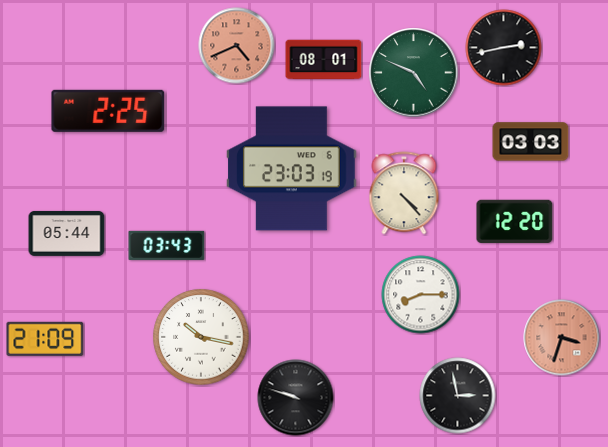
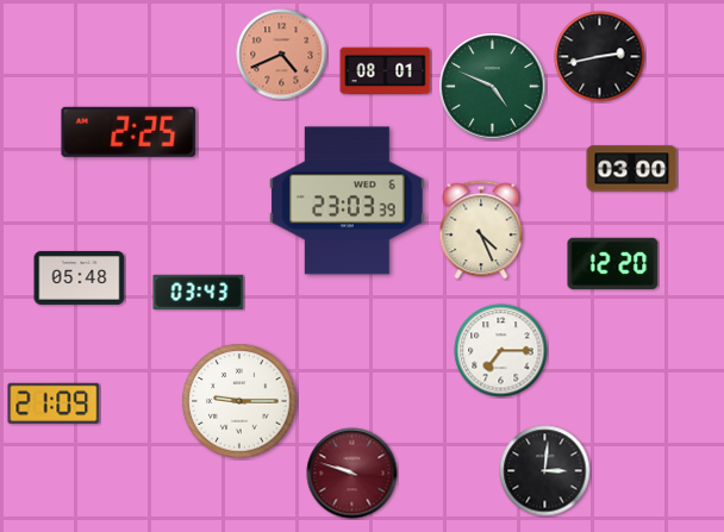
clock at (531, 142): 03:03 -> 03:00
clock at (292, 169): 23:03:19 -> 23:03:39
clock at (404, 193): 4:23 -> 4:26
clock at (67, 233): 05:44 -> 05:48
clock at (421, 295): 8:15 -> 7:15
clock at (201, 337): 10:17 -> 9:15
clock at (562, 338): 3:33 -> none
clock at (458, 396): 2:58 -> 3:01
clock at (296, 398) dial: black -> burgundy
